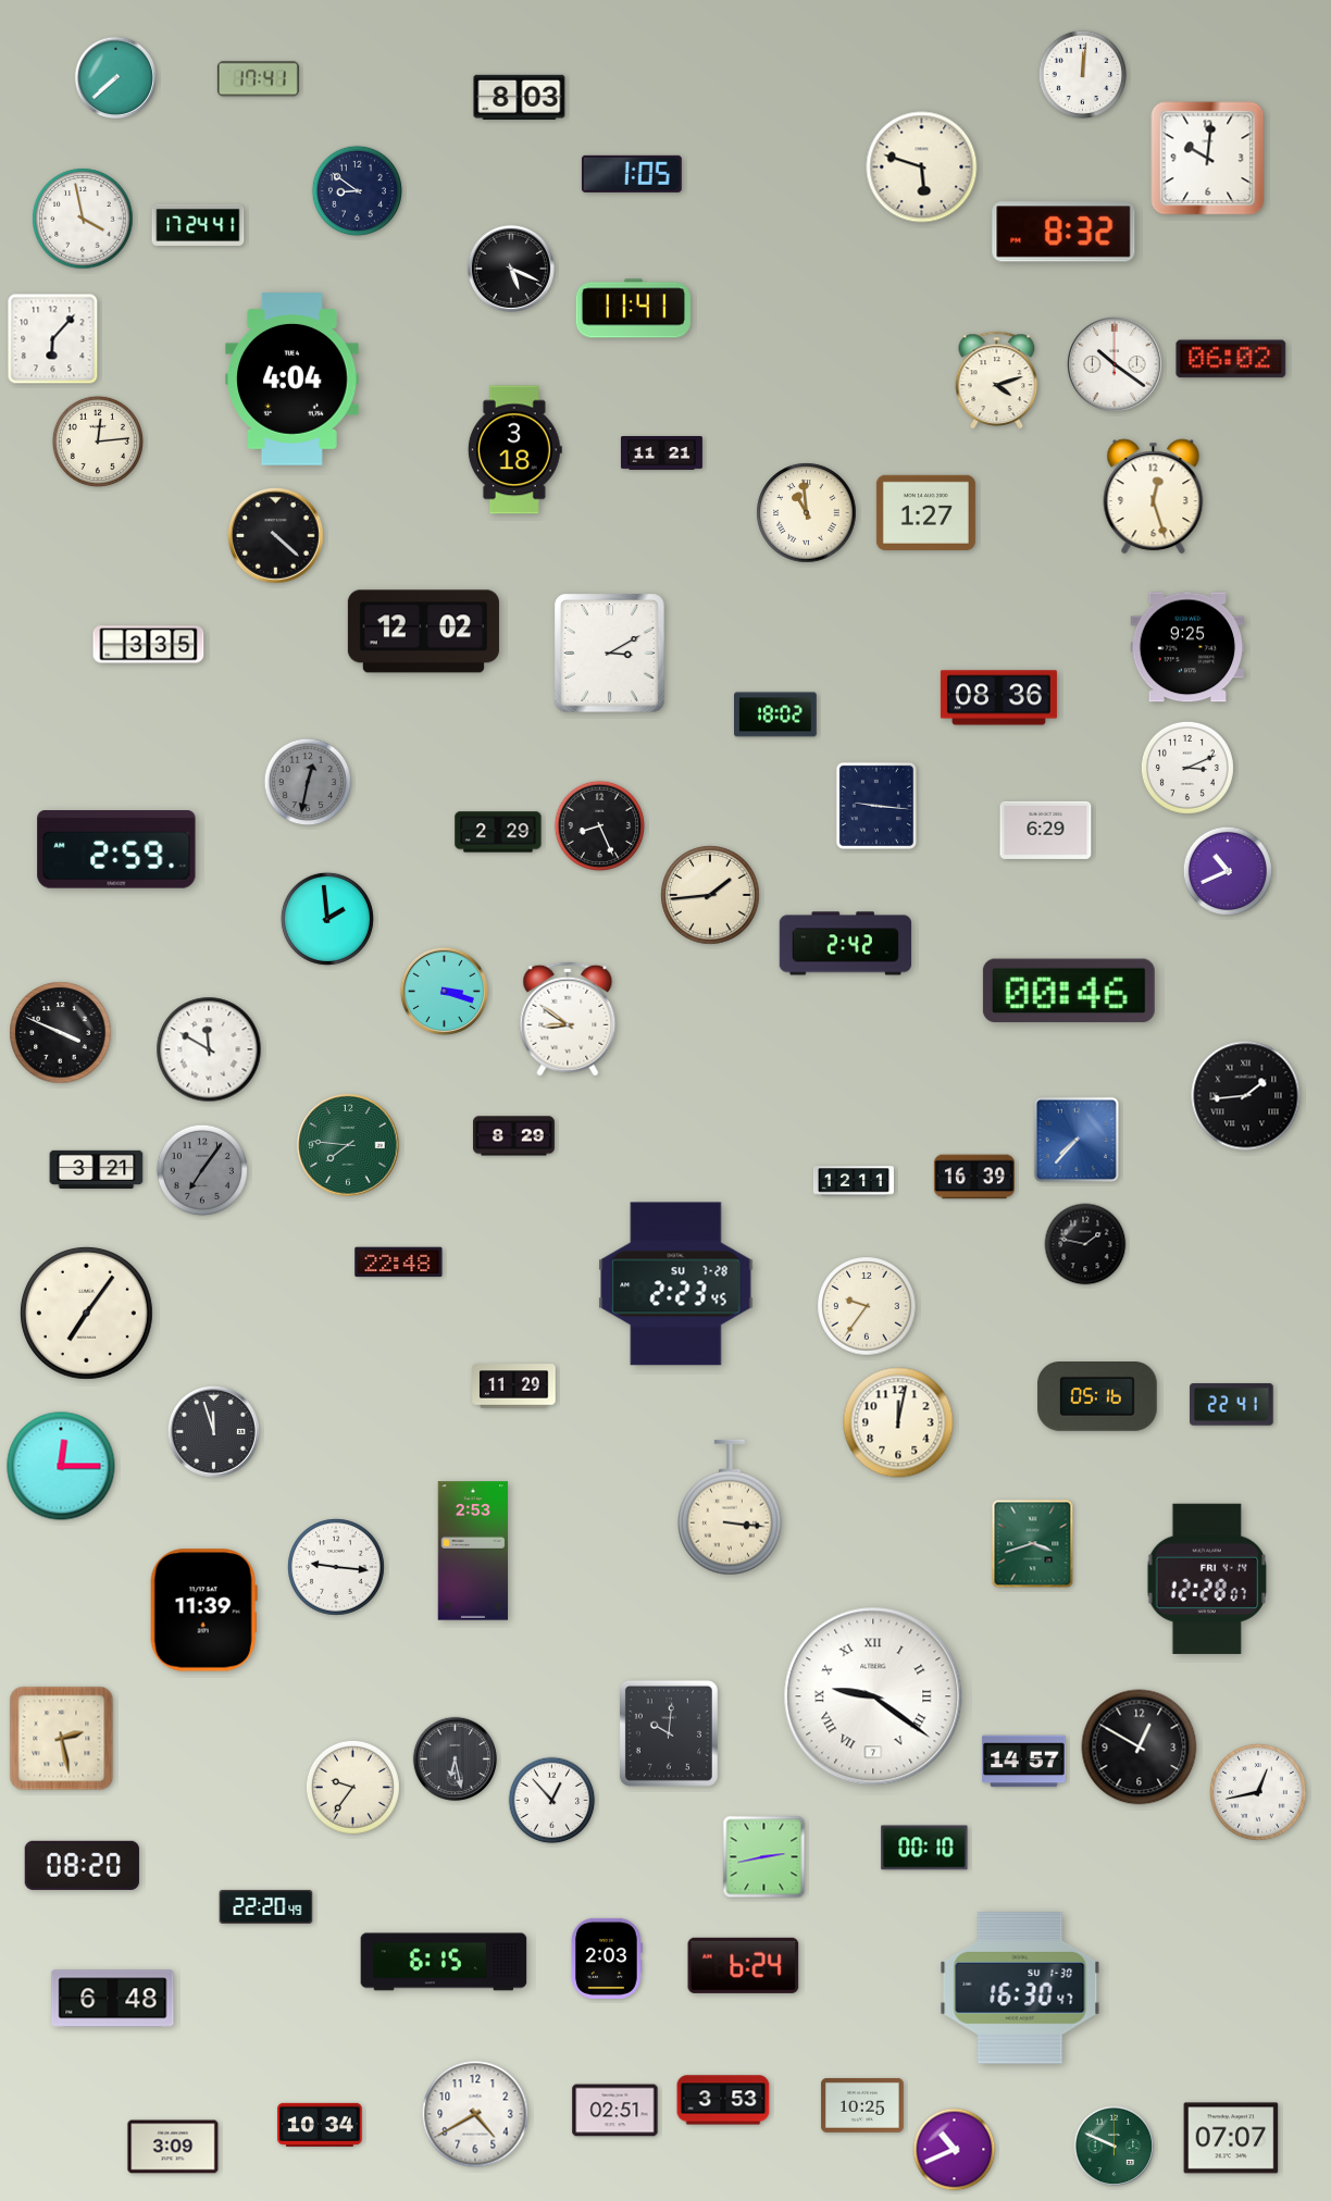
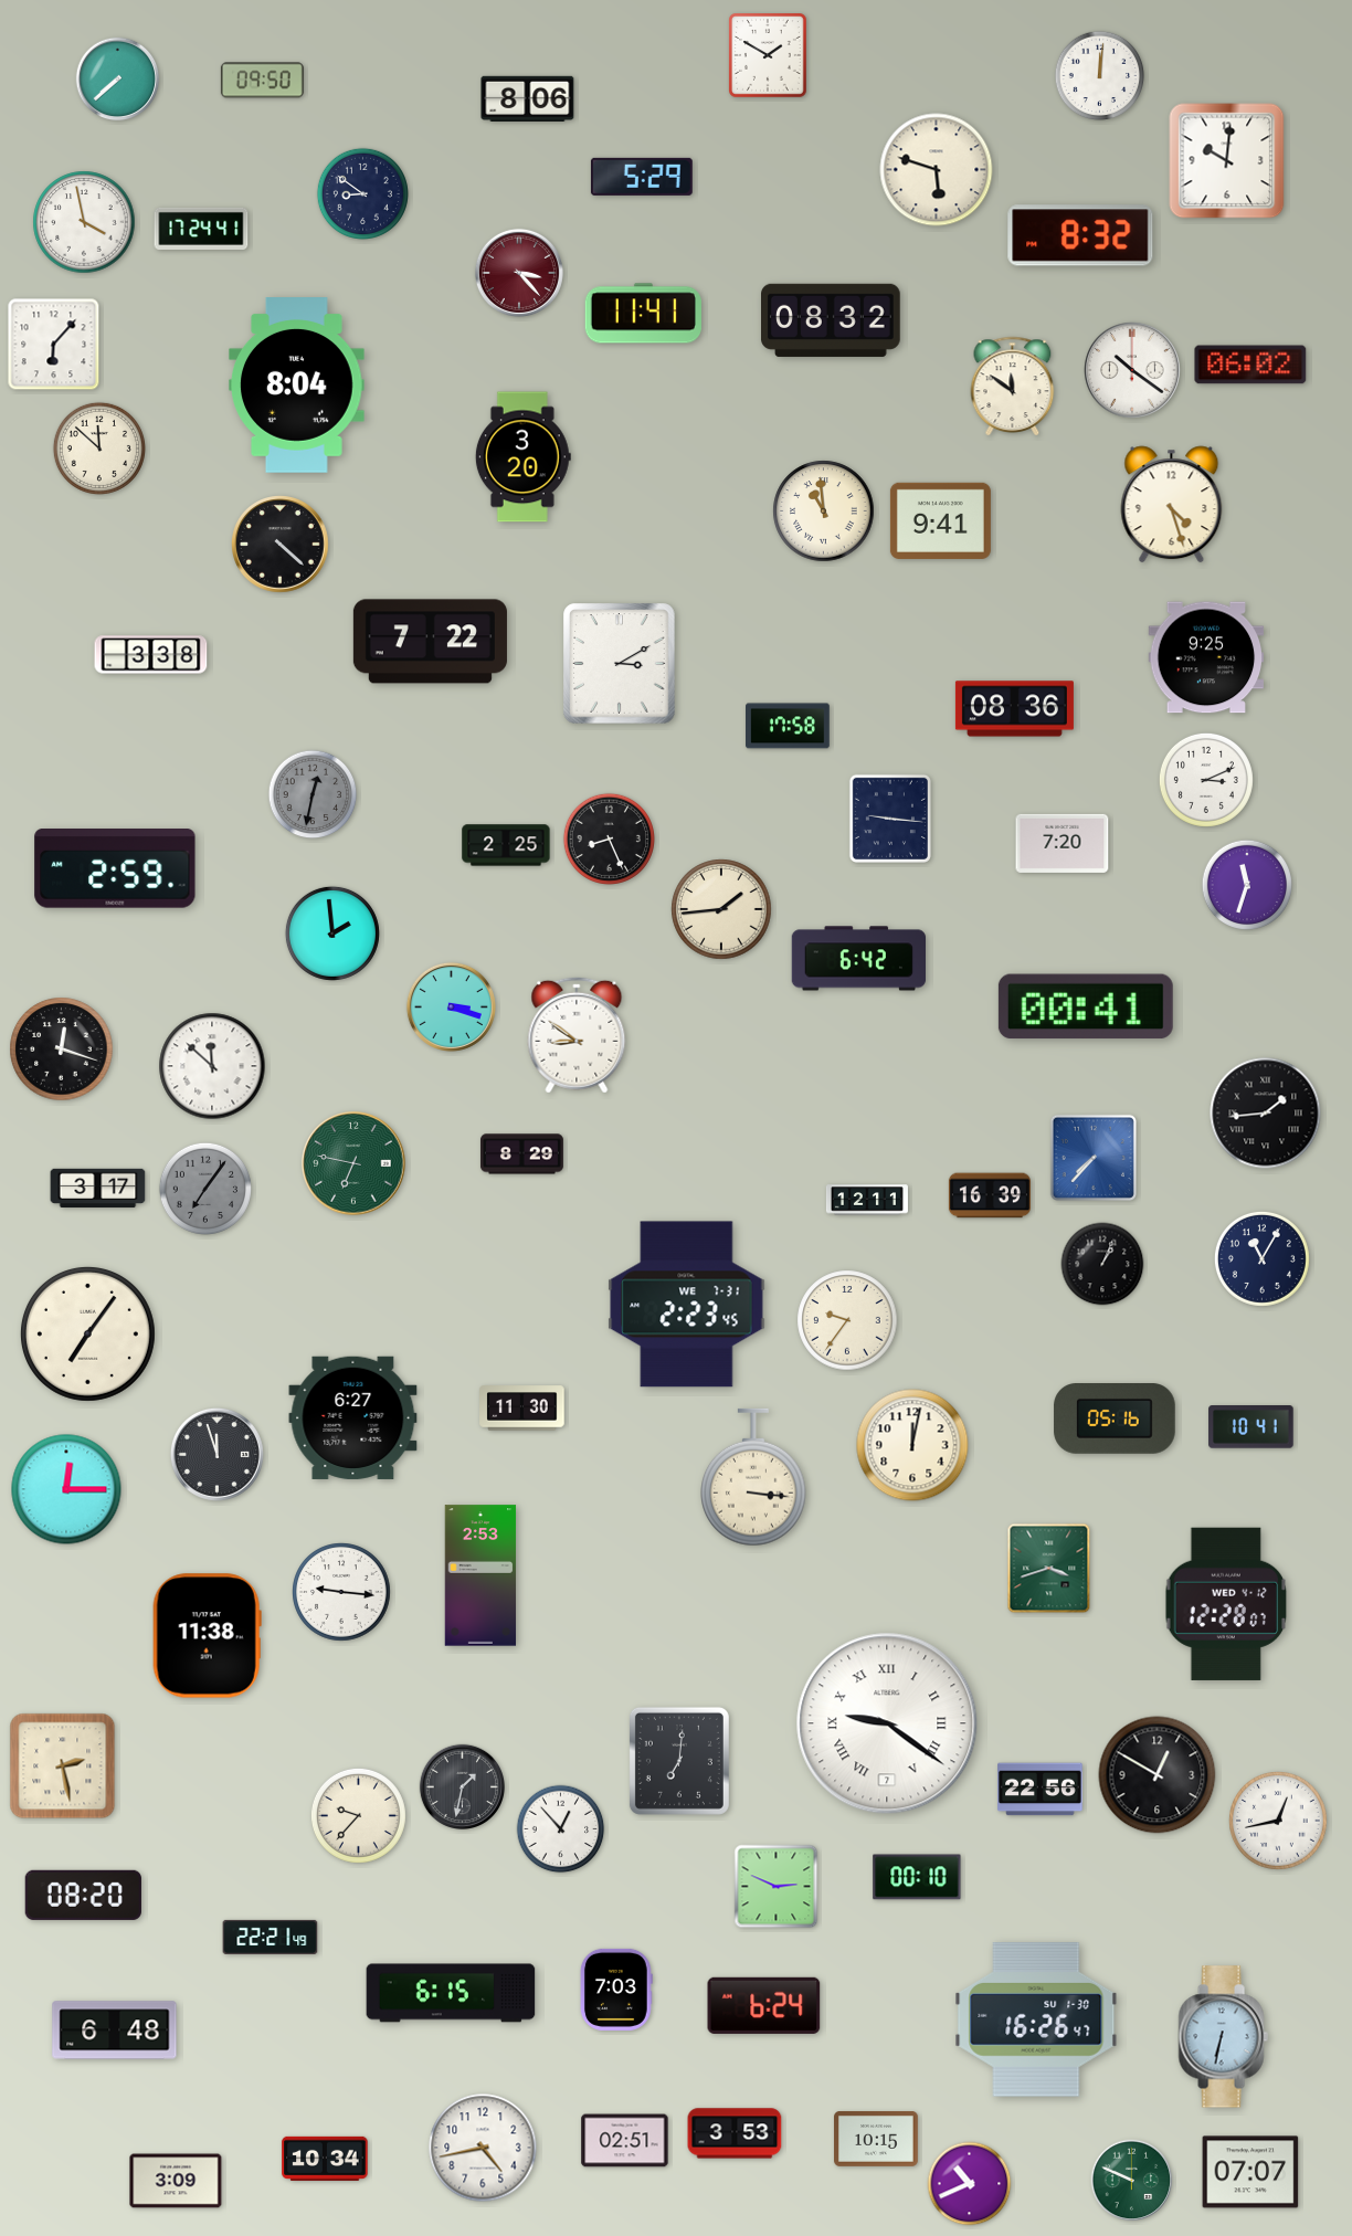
clock at (769, 55): none -> 1:50
clock at (258, 79): 17:41 -> 09:50
clock at (520, 97): 8:03 -> 8:06
clock at (632, 174): 1:05 -> 5:29
clock at (511, 269): 5:19 -> 3:23
clock at (511, 269) dial: black -> burgundy
clock at (832, 320): none -> 08:32
clock at (293, 380): 4:04 -> 8:04
clock at (997, 380): 4:12 -> 11:51
clock at (98, 442): 12:14 -> 11:52
clock at (514, 450): 3:18 -> 3:20
clock at (661, 453): 11:21 -> none
clock at (1154, 497): 12:27 -> 4:27
clock at (925, 512): 1:27 -> 9:41
clock at (807, 513) position: (807, 513) -> (824, 511)
clock at (423, 632): 12:02 -> 7:22
clock at (149, 645): 3:35 -> 3:38
clock at (776, 714): 18:02 -> 17:58
clock at (1046, 830): 6:29 -> 7:20
clock at (498, 832): 2:29 -> 2:25
clock at (116, 849) position: (116, 849) -> (115, 868)
clock at (1227, 870): 10:41 -> 11:33
clock at (846, 944): 2:42 -> 6:42
clock at (1069, 991): 00:46 -> 00:41
clock at (61, 1033): 3:49 -> 12:18
clock at (209, 1049): 11:50 -> 11:52
clock at (348, 1145): 7:46 -> 6:47
clock at (97, 1170): 3:21 -> 3:17
clock at (1261, 1258): none -> 11:05
clock at (1085, 1244): 1:47 -> 1:04
clock at (399, 1263): 22:48 -> none
clock at (676, 1284) date: SU 7-28 -> WE 7-31
clock at (867, 1306) position: (867, 1306) -> (847, 1320)
clock at (514, 1386): 11:29 -> 11:30
clock at (353, 1417): none -> 6:27
clock at (1232, 1405): 22:41 -> 10:41
clock at (61, 1466) position: (61, 1466) -> (66, 1489)
clock at (731, 1507) position: (731, 1507) -> (754, 1477)
clock at (1207, 1579) date: FRI 4-14 -> WED 4-12
clock at (203, 1611): 11:39 -> 11:38
clock at (669, 1733): 10:01 -> 7:01
clock at (455, 1758): 6:28 -> 1:32
clock at (1024, 1762): 14:57 -> 22:56
clock at (352, 1787): 9:36 -> 9:37
clock at (924, 1848) position: (924, 1848) -> (917, 1877)
clock at (764, 1857): 2:43 -> 2:49
clock at (266, 1906): 22:20 -> 22:21
clock at (607, 1958): 2:03 -> 7:03
clock at (744, 1965) position: (744, 1965) -> (764, 2005)
clock at (1020, 1989): 16:30 -> 16:26
clock at (1223, 2037): none -> 6:32
clock at (862, 2106): 10:25 -> 10:15
clock at (615, 2111) position: (615, 2111) -> (625, 2141)
clock at (475, 2114): 4:40 -> 4:43
